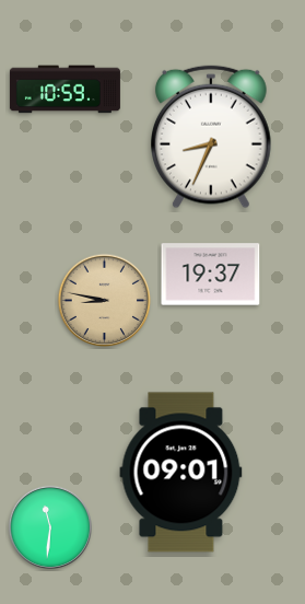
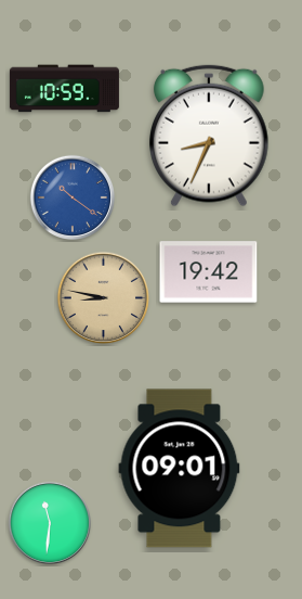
clock at (71, 196): none -> 10:21
clock at (211, 275): 19:37 -> 19:42
